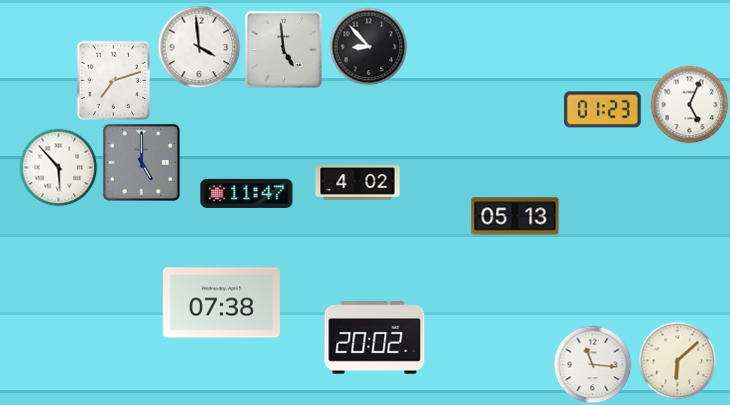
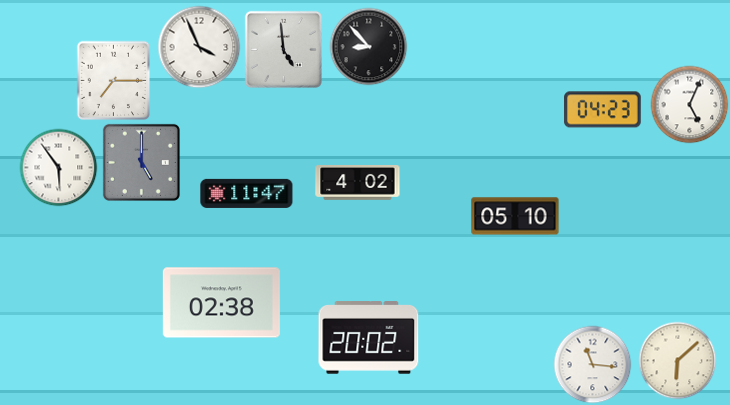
clock at (199, 47): 3:59 -> 3:56
clock at (113, 80): 7:12 -> 7:15
clock at (603, 110): 01:23 -> 04:23
clock at (58, 167): 5:53 -> 5:54
clock at (515, 216): 05:13 -> 05:10
clock at (221, 303): 07:38 -> 02:38
clock at (375, 338) position: (375, 338) -> (369, 338)
